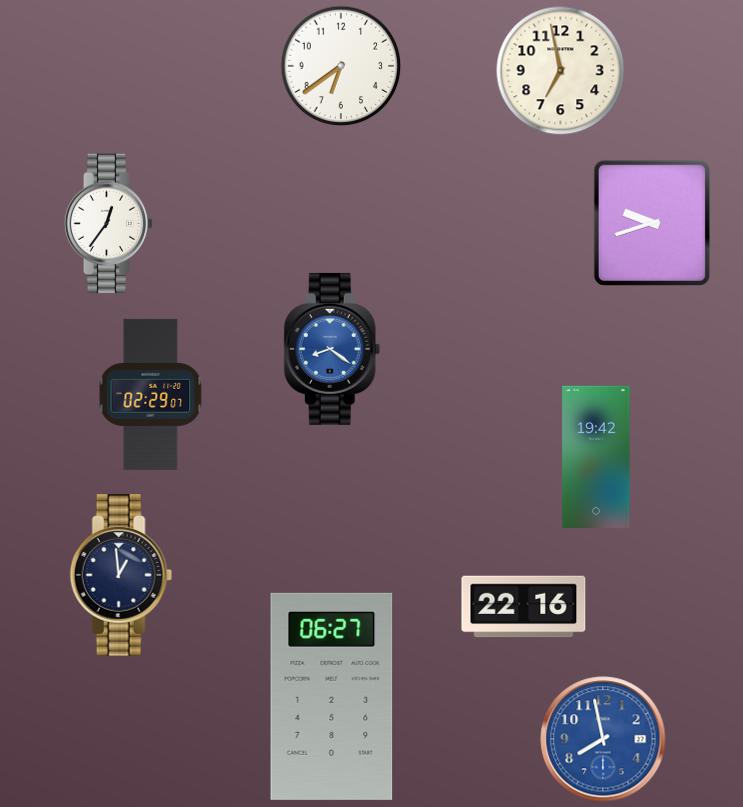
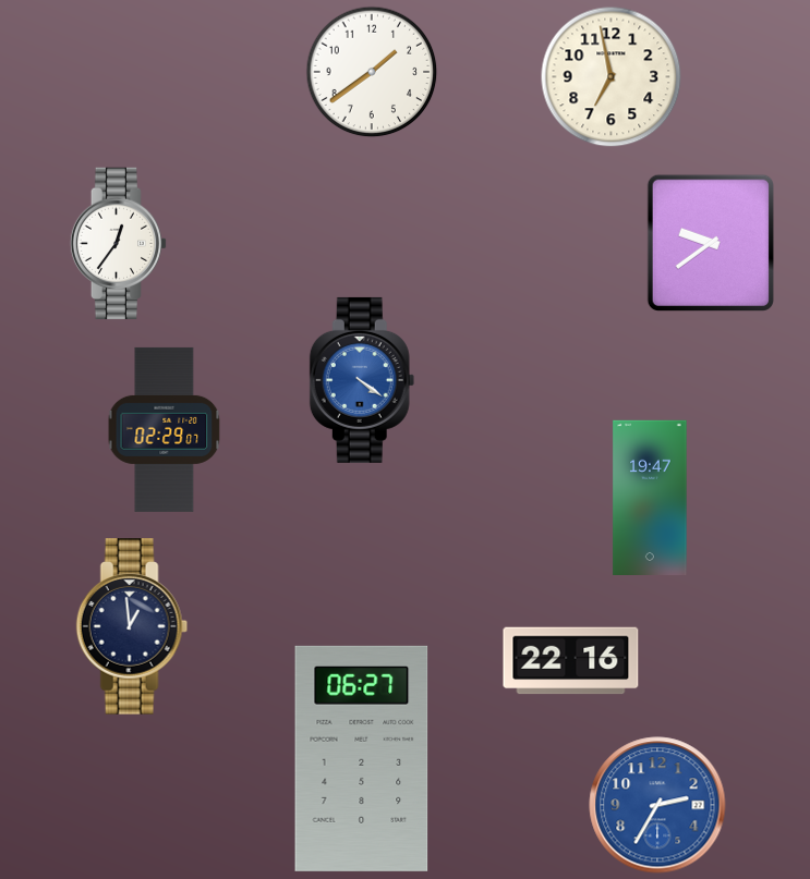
clock at (341, 66): 6:39 -> 1:39
clock at (652, 222): 9:42 -> 9:39
clock at (332, 349): 8:21 -> 4:21
clock at (596, 456): 19:42 -> 19:47
clock at (603, 739): 7:58 -> 2:35
